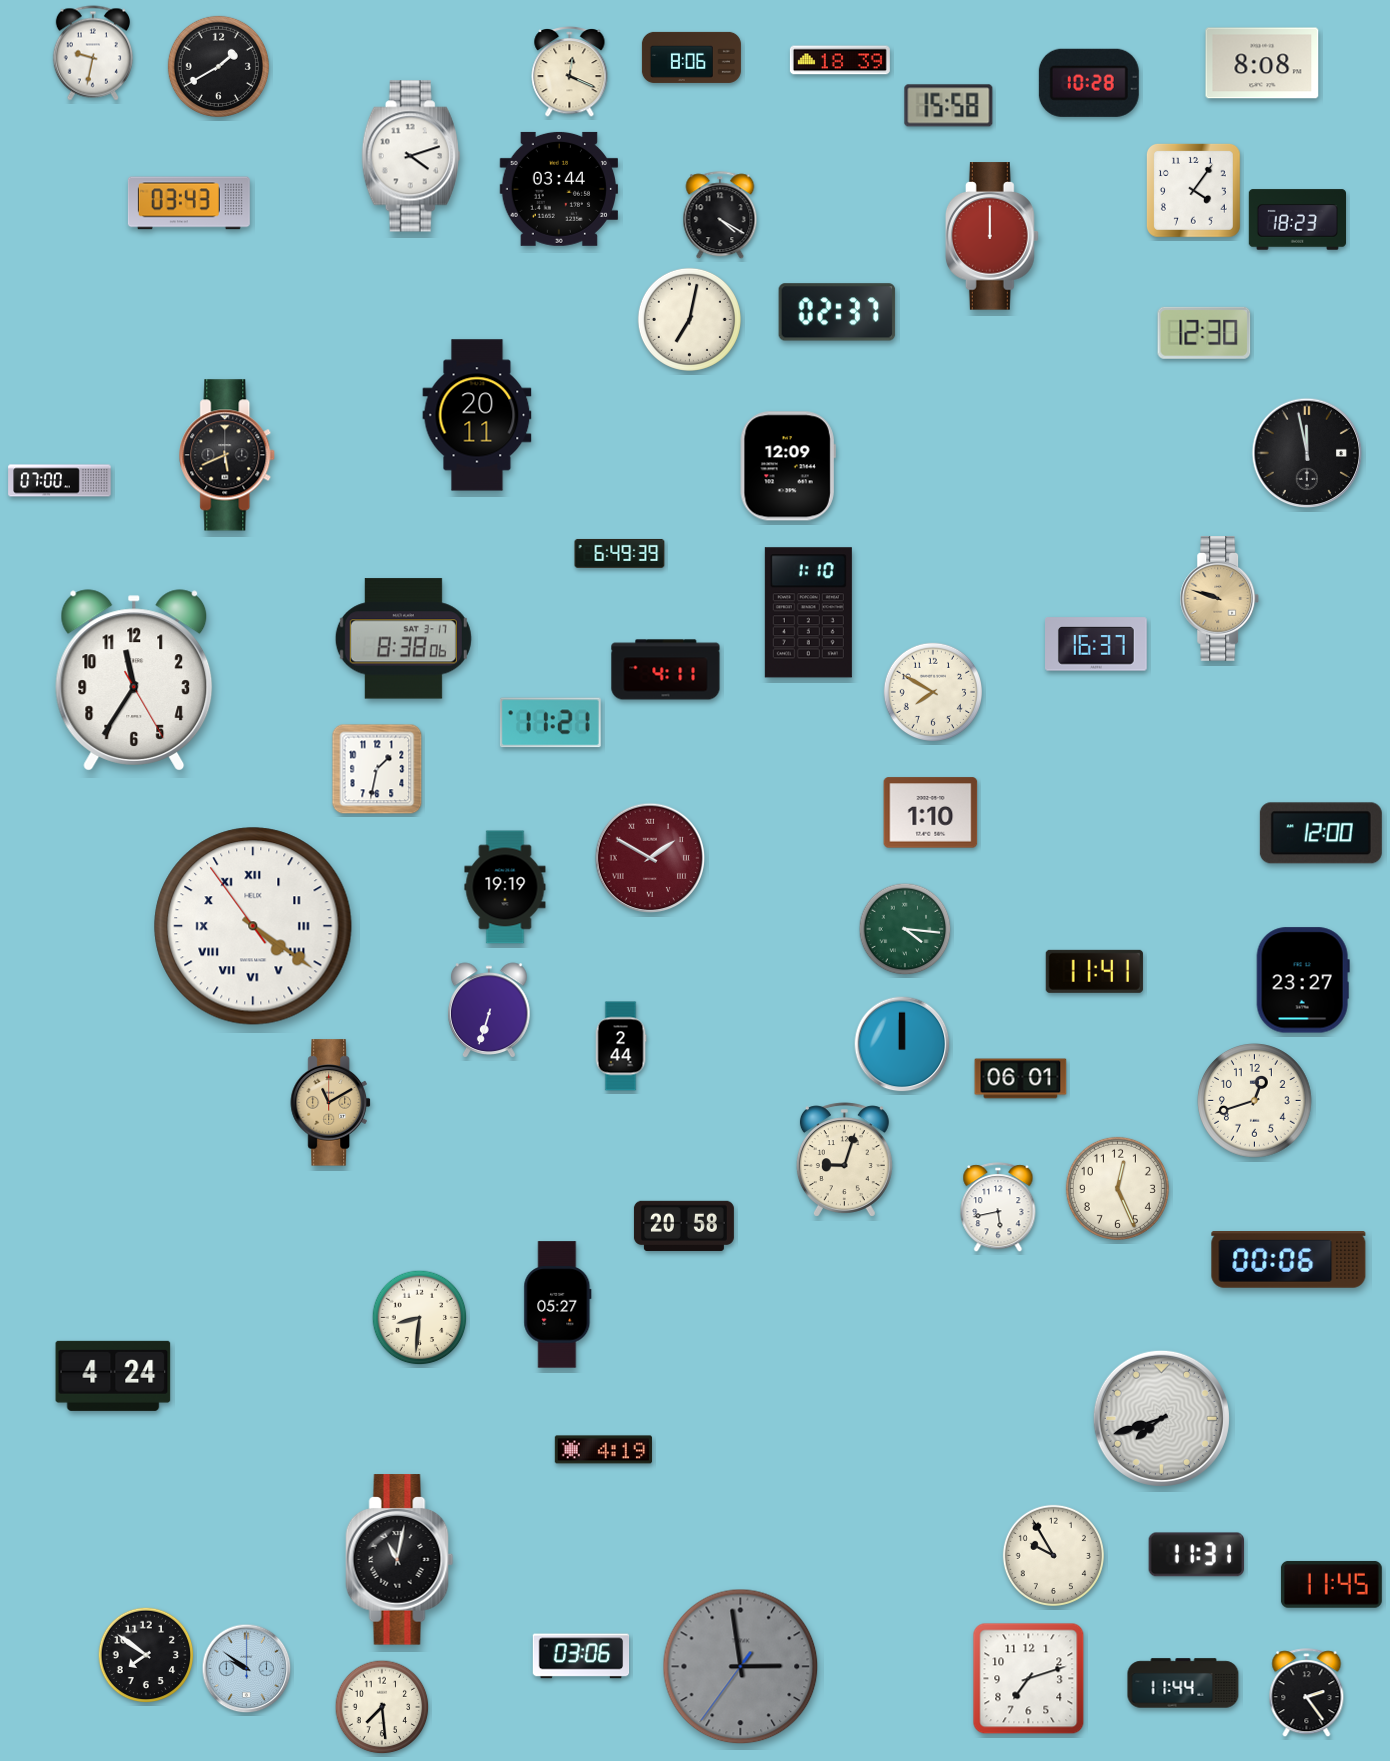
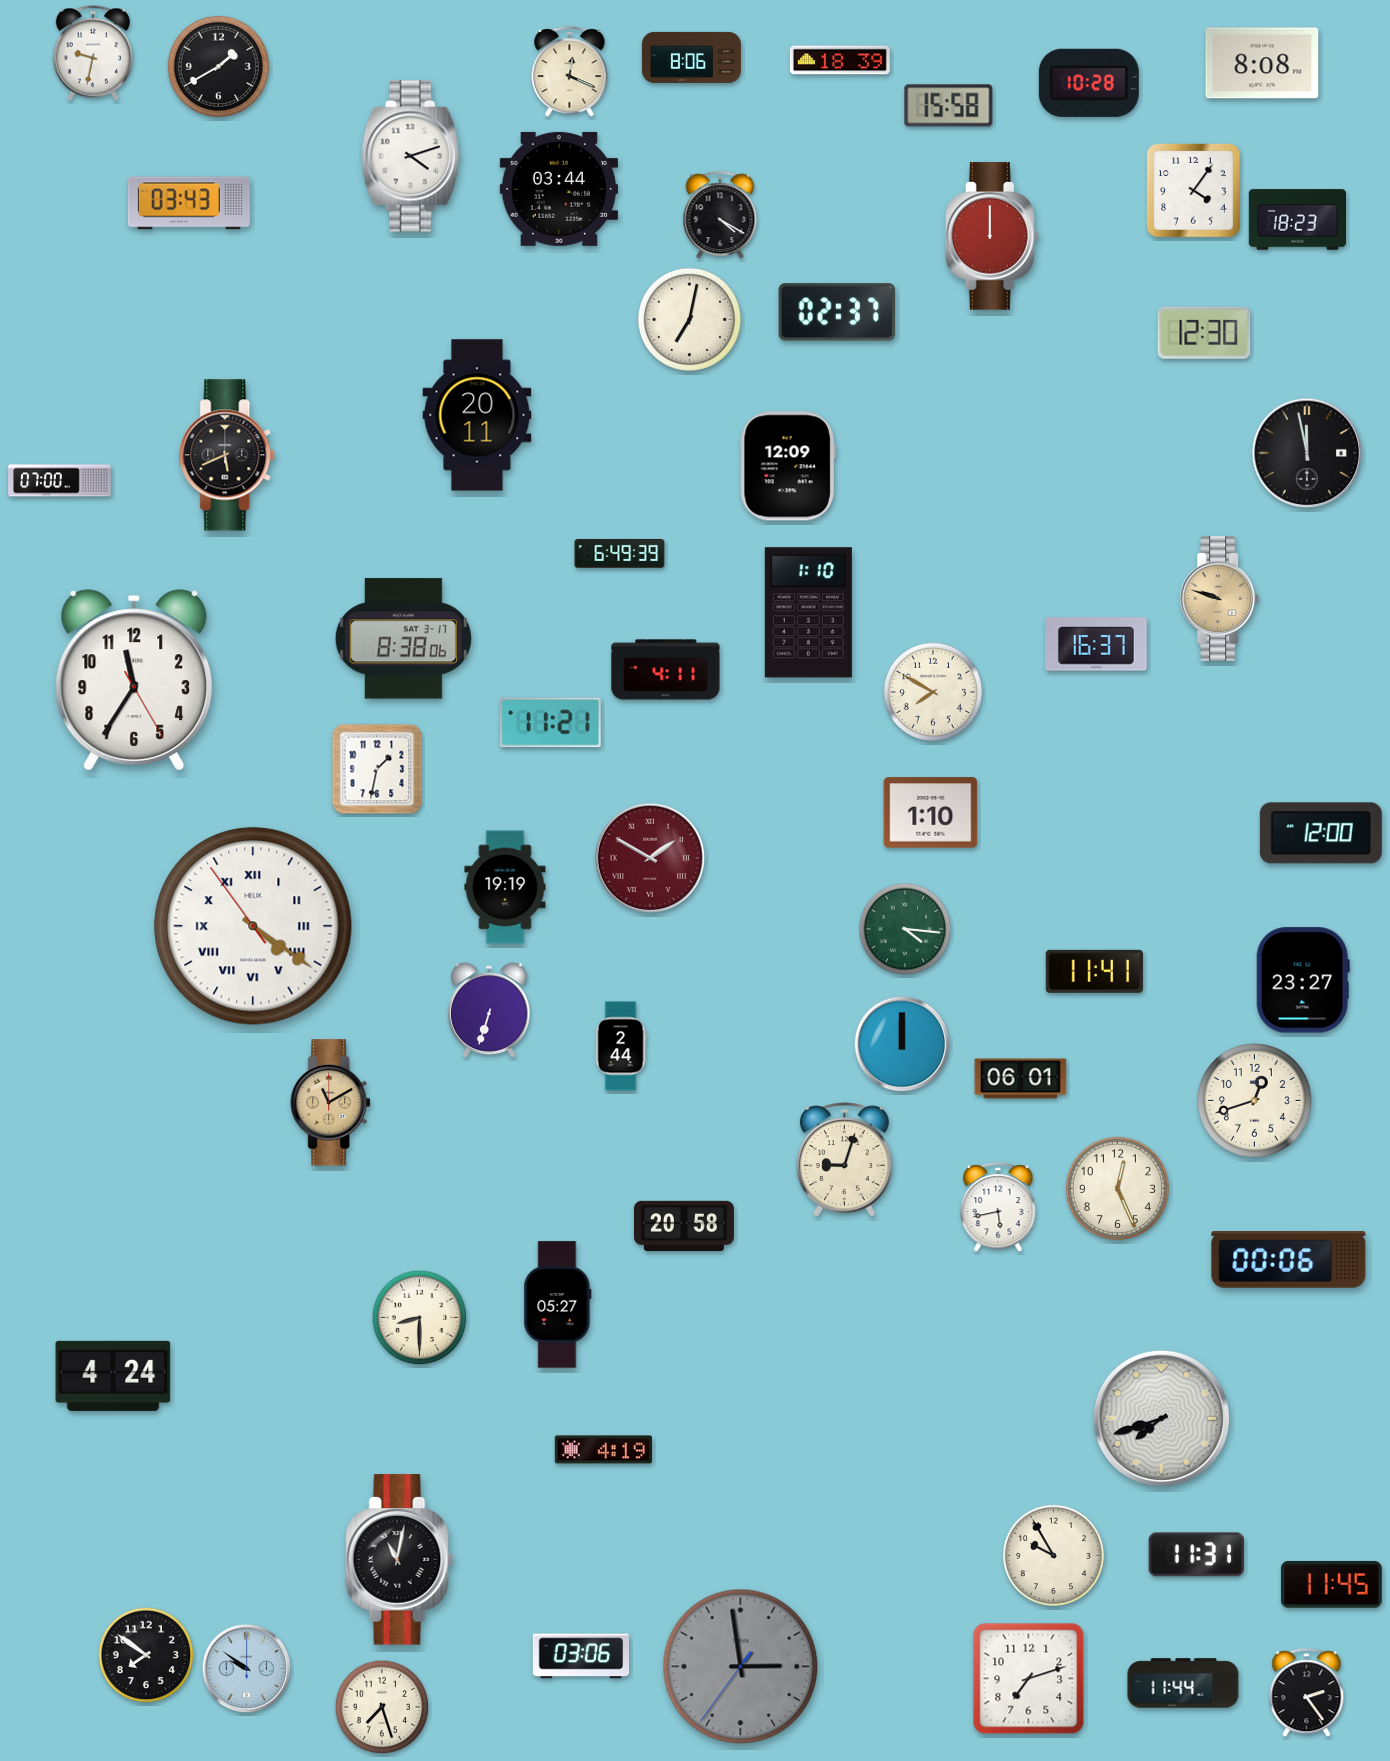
clock at (420, 1318): 8:31 -> 8:30
clock at (382, 1707): 7:29 -> 7:27
